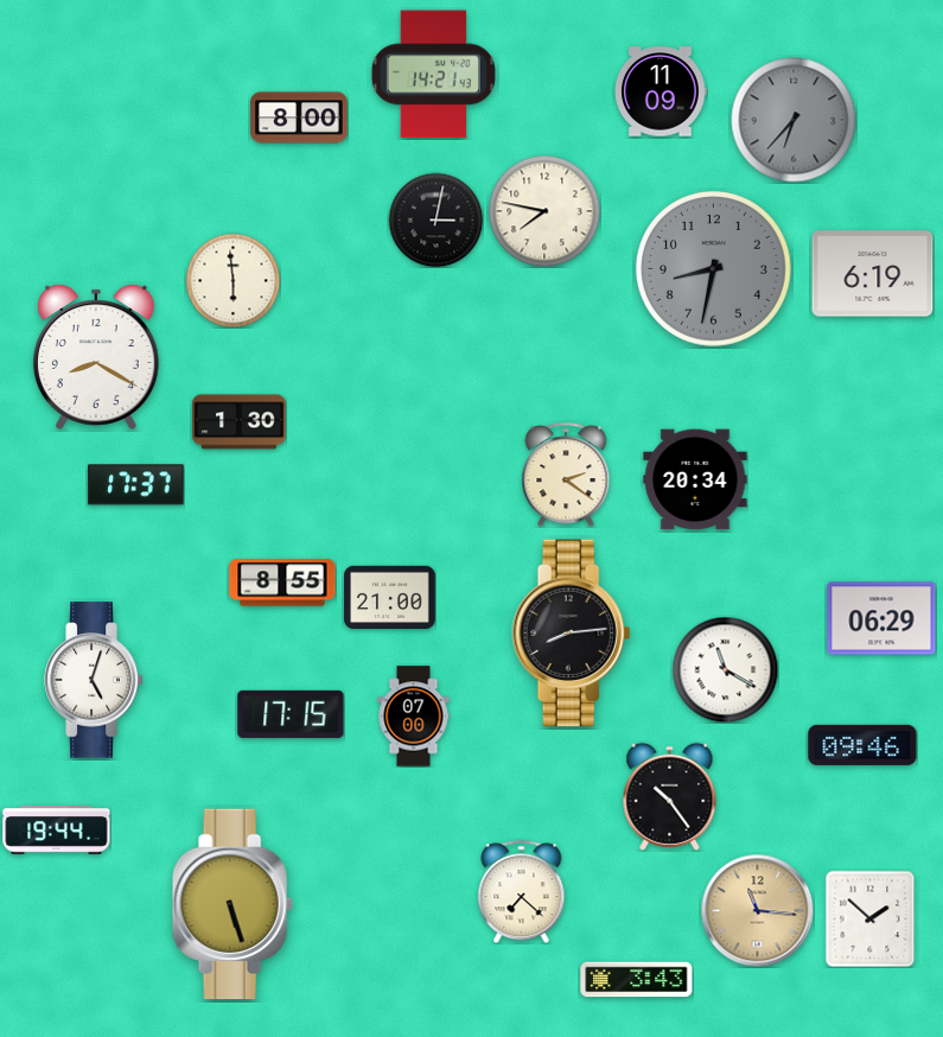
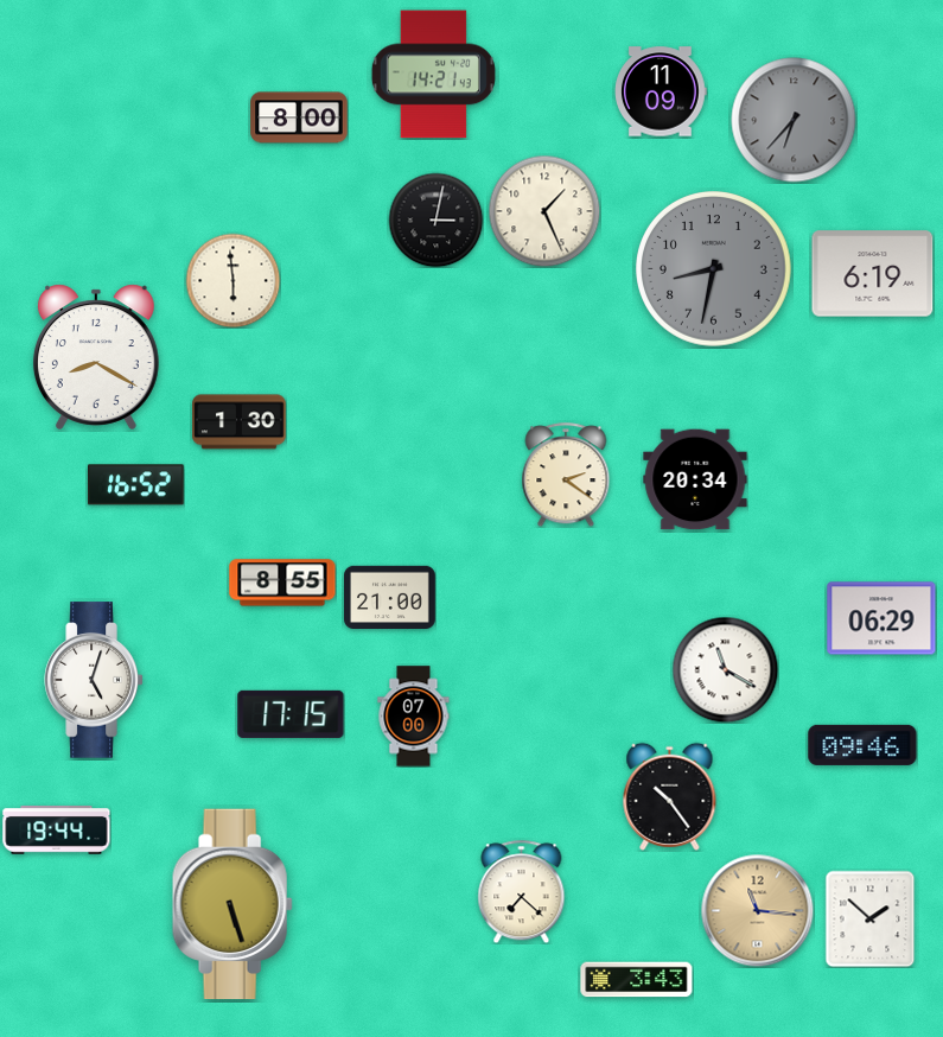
clock at (544, 211): 7:47 -> 1:26
clock at (136, 485): 17:37 -> 16:52
clock at (572, 634): 8:14 -> none
